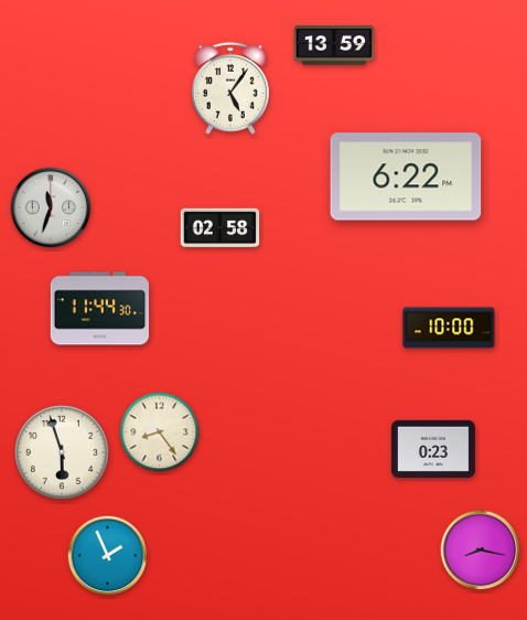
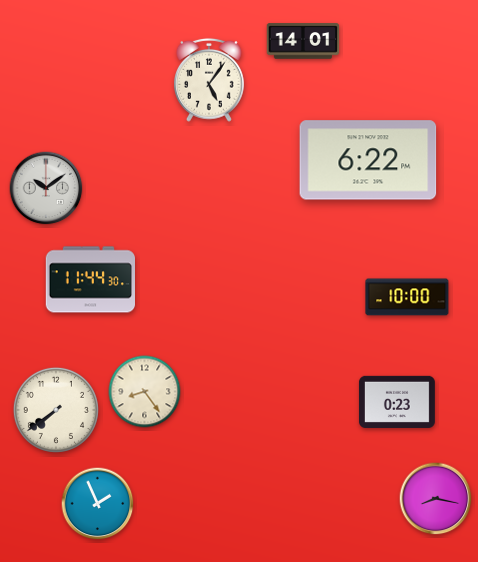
clock at (334, 45): 13:59 -> 14:01
clock at (51, 207): 11:33 -> 10:09
clock at (221, 228): 02:58 -> none
clock at (433, 449) position: (433, 449) -> (397, 402)
clock at (62, 452): 5:57 -> 7:39
